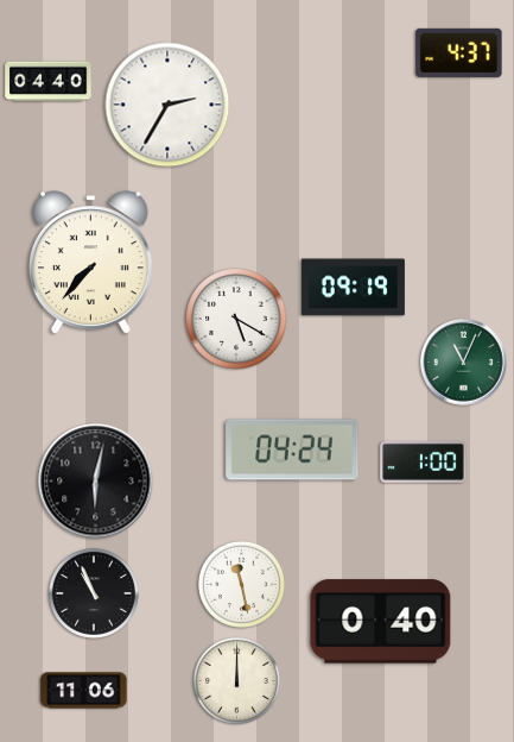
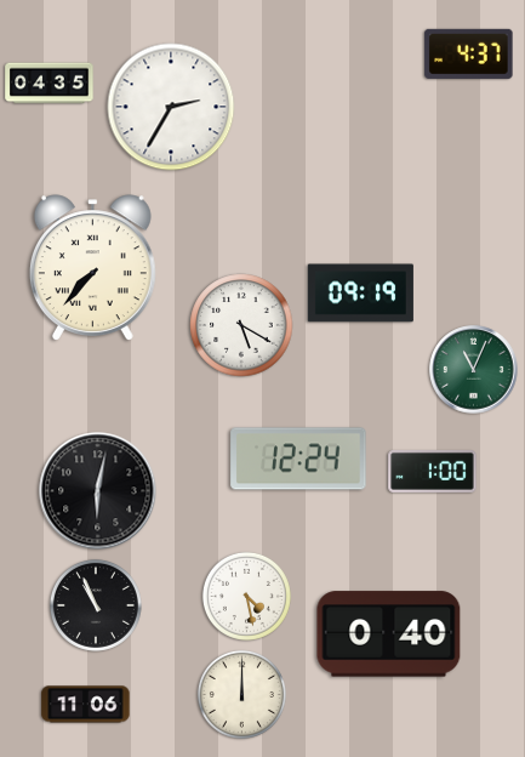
clock at (49, 82): 04:40 -> 04:35
clock at (292, 449): 04:24 -> 12:24
clock at (241, 584): 11:28 -> 4:28
